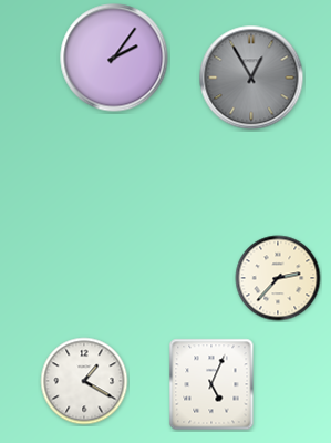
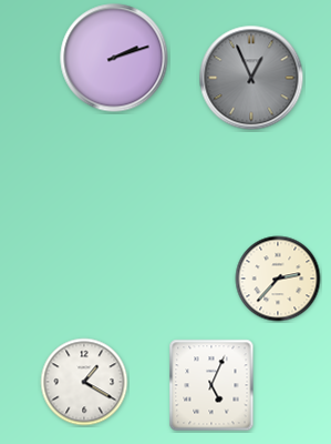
clock at (114, 58): 2:06 -> 2:12
clock at (251, 78): 12:55 -> 12:56
